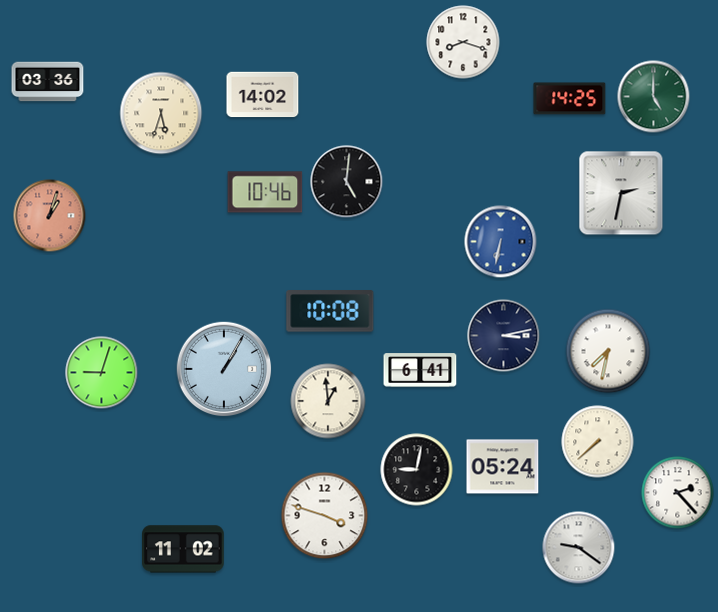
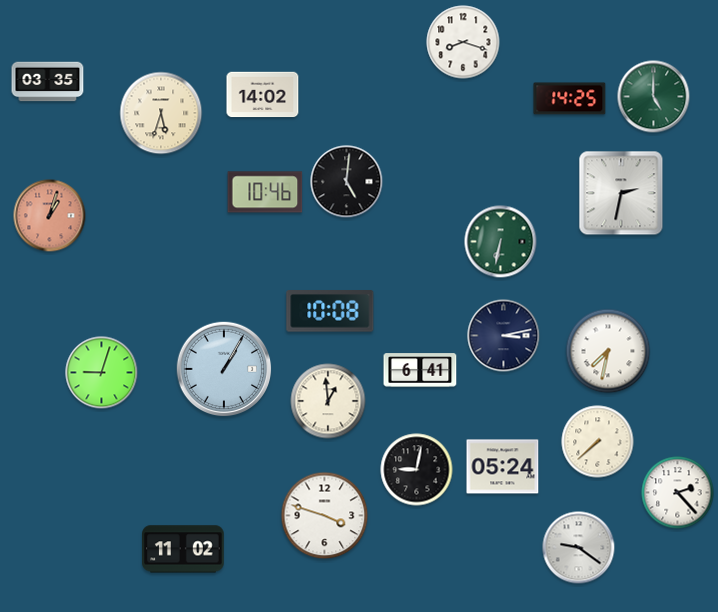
clock at (48, 82): 03:36 -> 03:35
clock at (501, 242) dial: blue -> green
